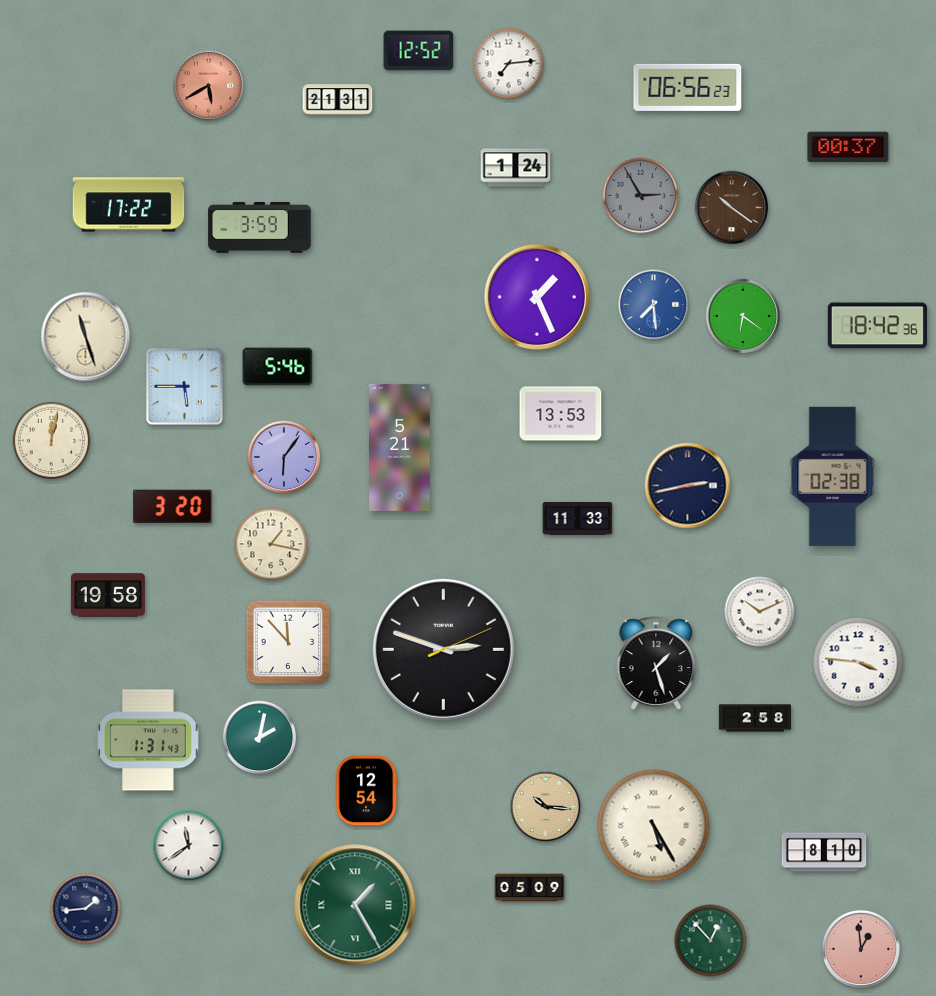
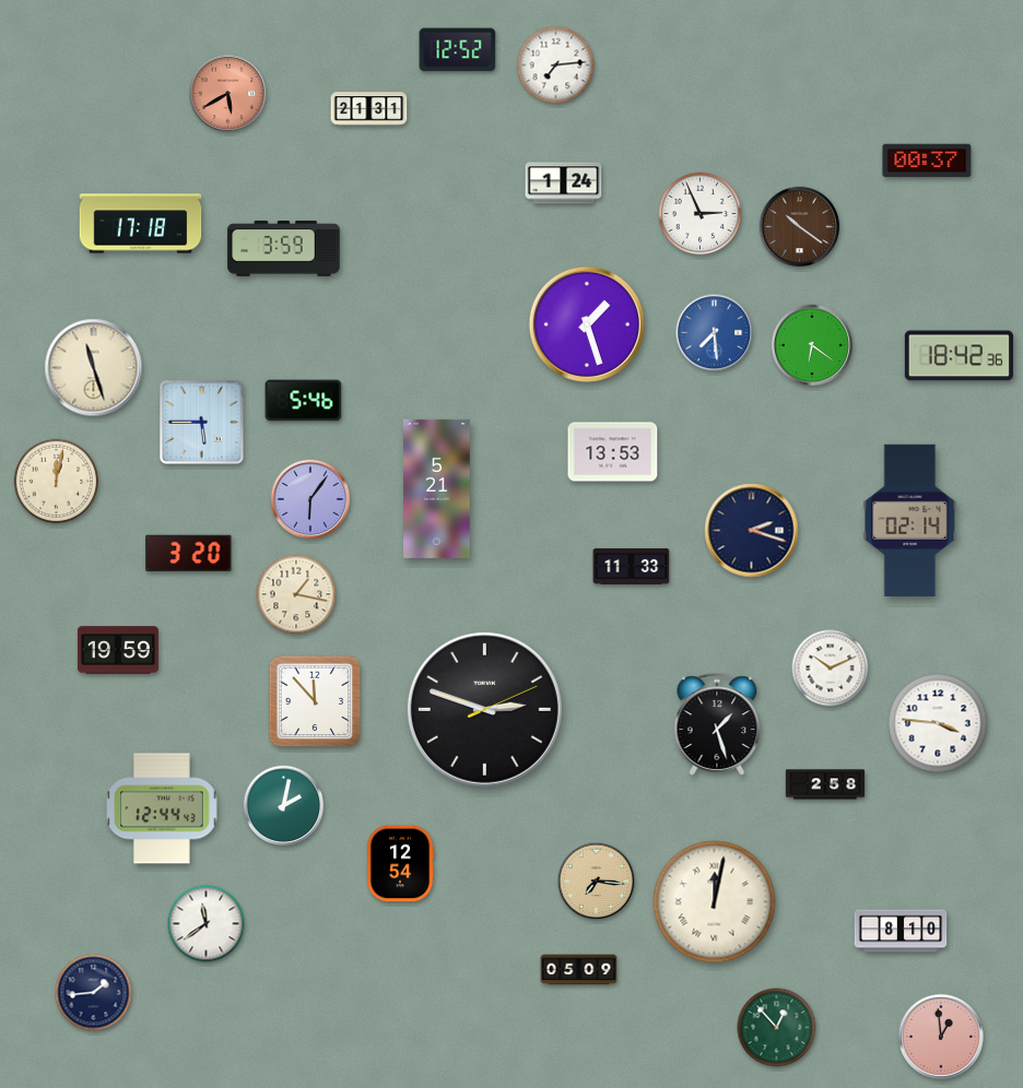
clock at (419, 51) position: (419, 51) -> (458, 50)
clock at (509, 64) position: (509, 64) -> (556, 66)
clock at (688, 87): 06:56 -> none
clock at (641, 196): 2:55 -> 2:56
clock at (641, 196) dial: grey -> white
clock at (129, 205): 17:22 -> 17:18
clock at (537, 297): 1:26 -> 1:27
clock at (833, 476): 02:38 -> 02:14
clock at (688, 486): 2:43 -> 2:18
clock at (108, 595): 19:58 -> 19:59
clock at (148, 740): 1:31 -> 12:44
clock at (546, 807): 10:16 -> 7:16
clock at (654, 826): 5:25 -> 12:02
clock at (355, 905): 1:25 -> none
